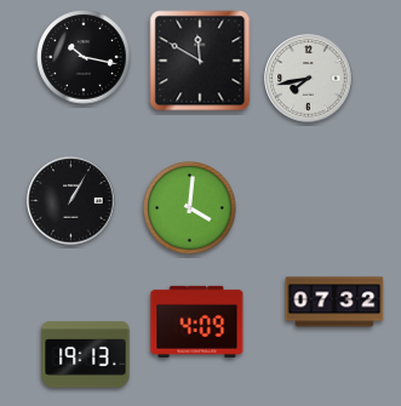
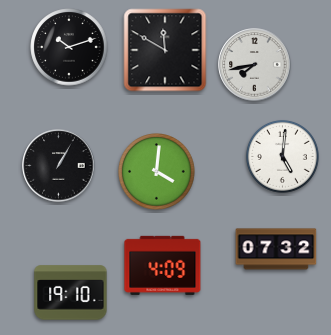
clock at (84, 57): 10:17 -> 10:12
clock at (282, 156): none -> 5:01
clock at (86, 355): 19:13 -> 19:10
